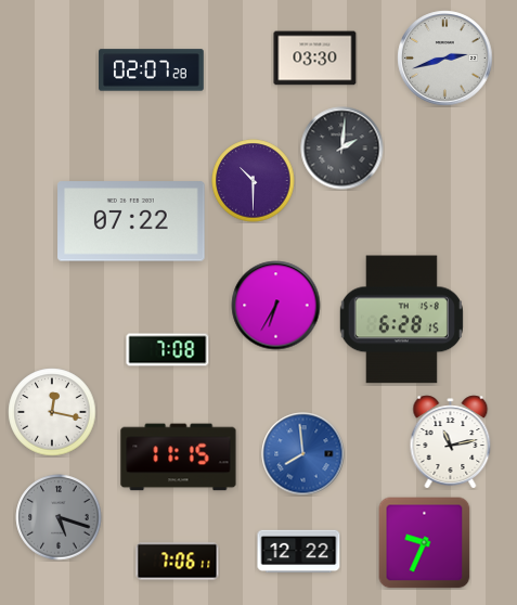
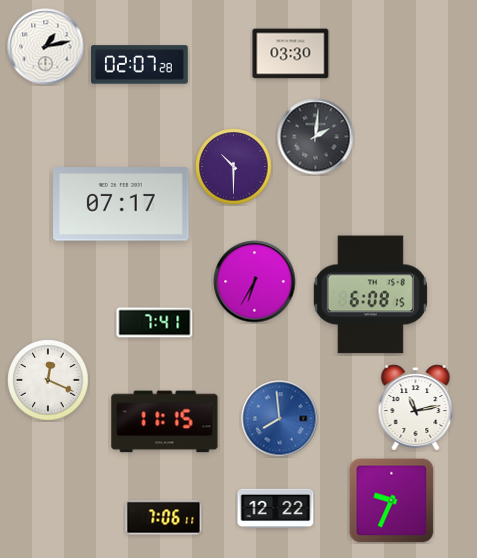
clock at (46, 47): none -> 1:13
clock at (445, 59): 2:42 -> none
clock at (131, 221): 07:22 -> 07:17
clock at (401, 320): 6:28 -> 6:08
clock at (168, 350): 7:08 -> 7:41
clock at (52, 412): 12:17 -> 12:19
clock at (59, 517): 5:18 -> none
